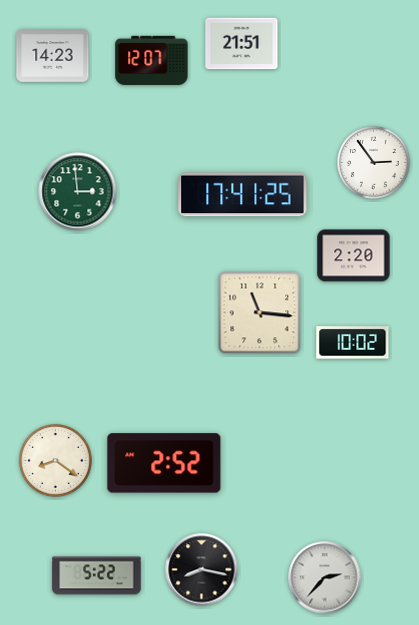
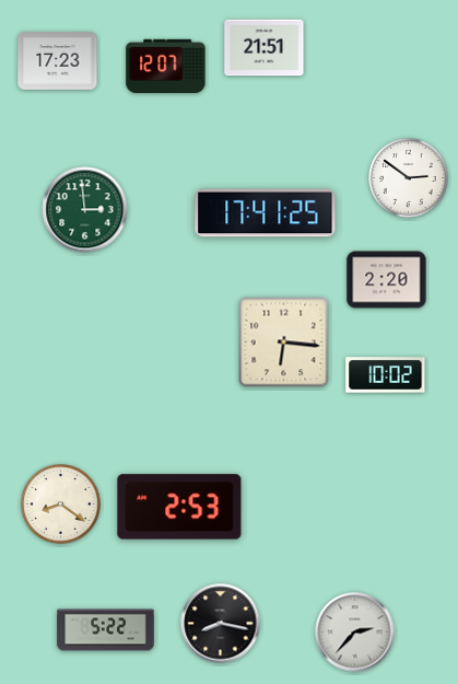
clock at (53, 56): 14:23 -> 17:23
clock at (374, 163): 2:54 -> 2:51
clock at (260, 313): 11:16 -> 6:16
clock at (164, 463): 2:52 -> 2:53
